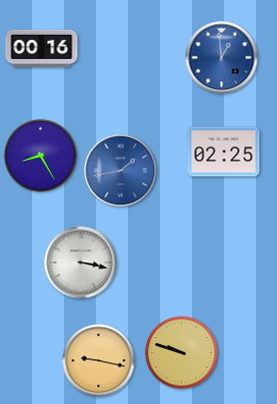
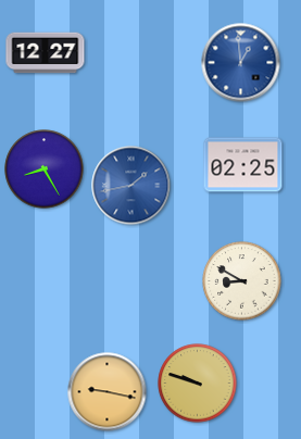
clock at (42, 49): 00:16 -> 12:27
clock at (242, 281): none -> 8:50
clock at (81, 263): 3:17 -> none
